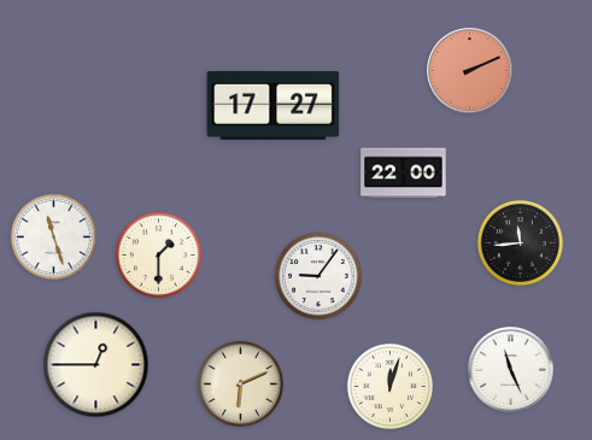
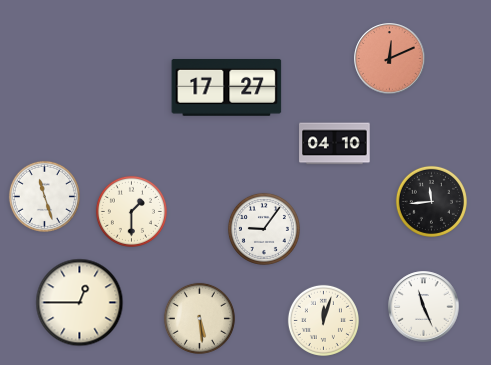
clock at (470, 71): 2:11 -> 12:11
clock at (404, 174): 22:00 -> 04:10
clock at (240, 383): 6:11 -> 5:29
